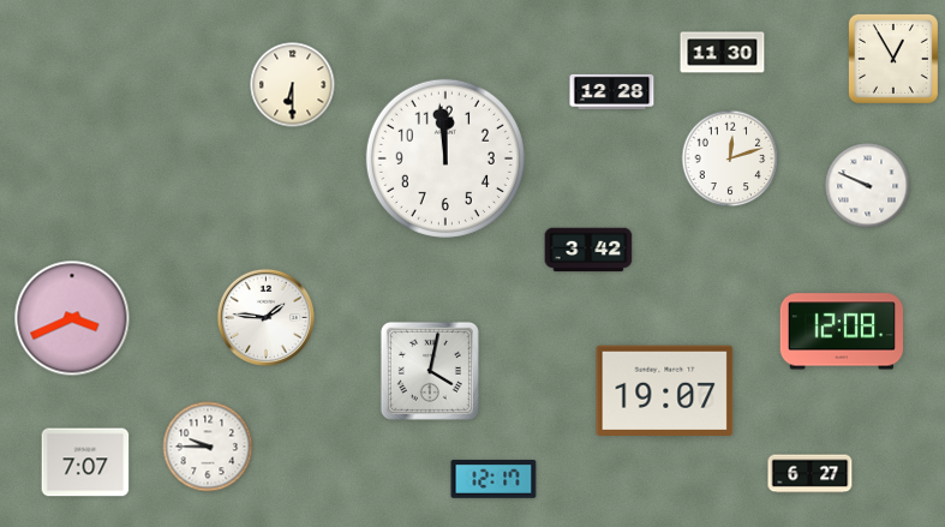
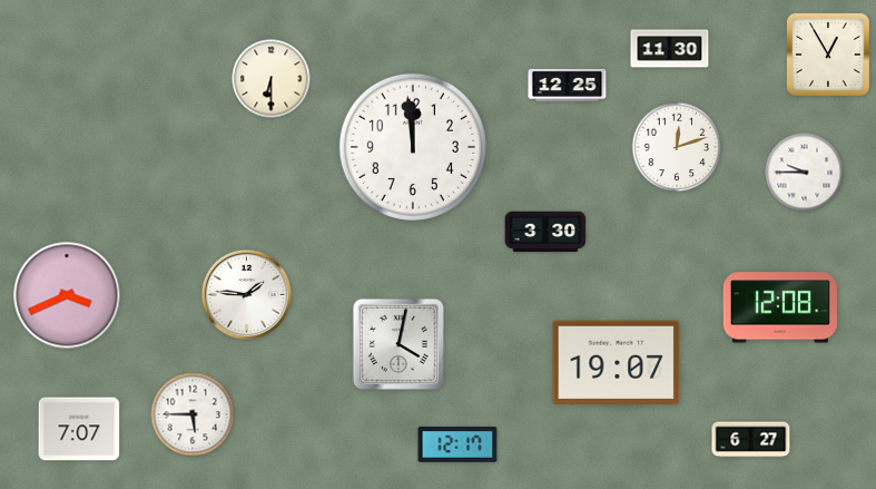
clock at (612, 91): 12:28 -> 12:25
clock at (868, 186): 9:49 -> 9:45
clock at (588, 250): 3:42 -> 3:30
clock at (208, 447): 9:45 -> 5:45
